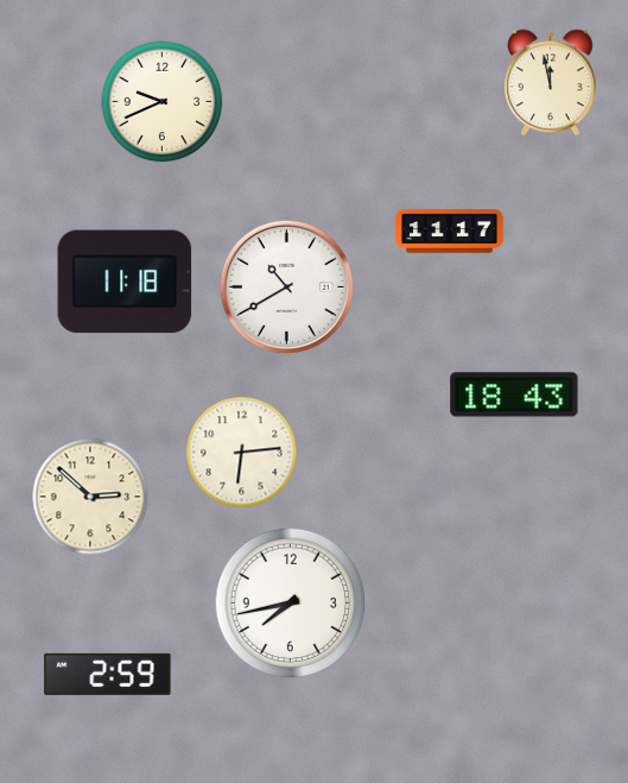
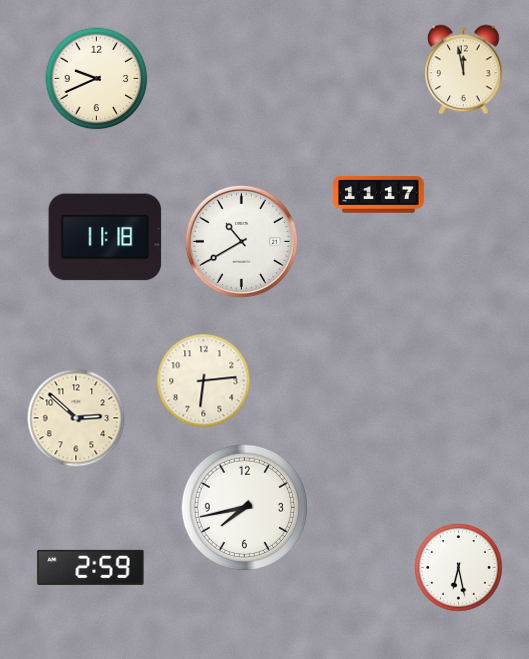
clock at (163, 102) position: (163, 102) -> (97, 79)
clock at (514, 394): 18:43 -> none
clock at (459, 568): none -> 6:28
